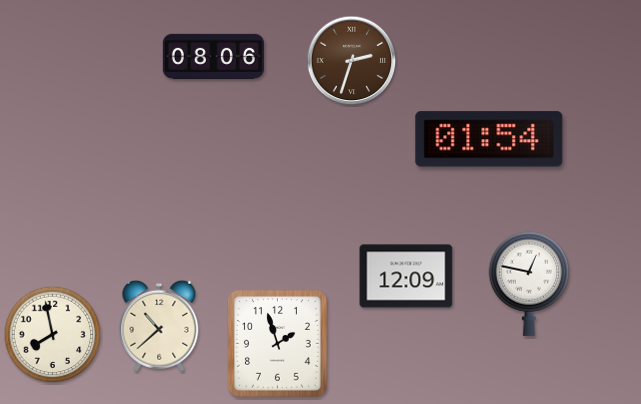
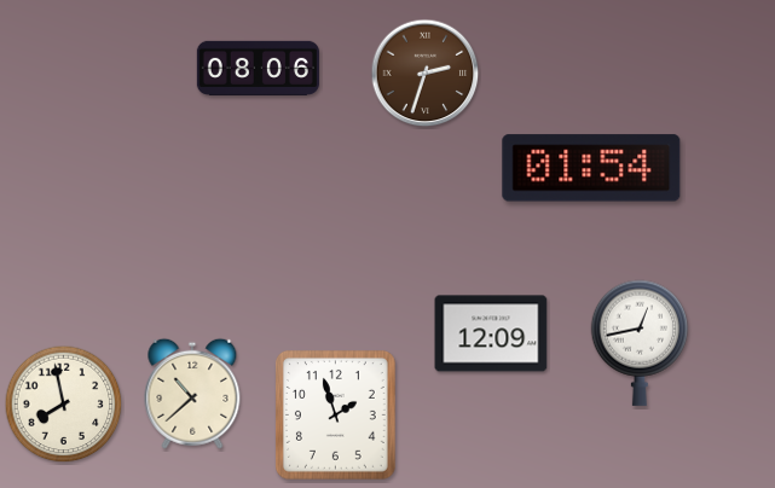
clock at (529, 284): 12:47 -> 12:43
